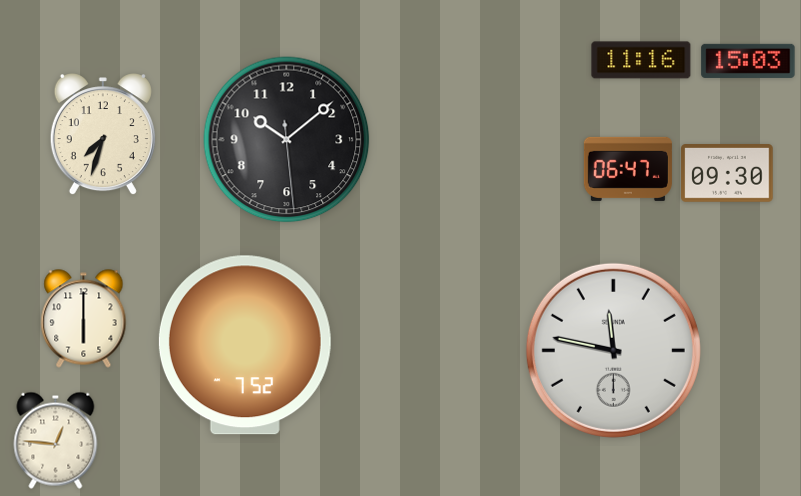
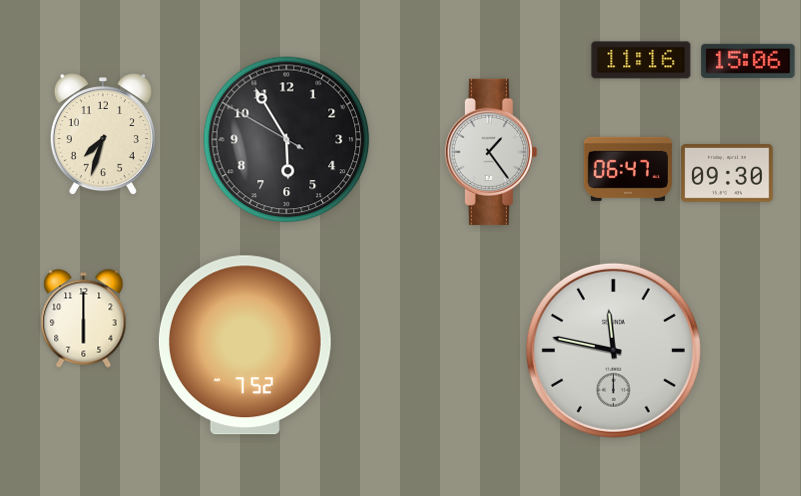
clock at (748, 61): 15:03 -> 15:06
clock at (287, 140): 10:08 -> 5:54
clock at (491, 152): none -> 1:24
clock at (56, 440): 12:46 -> none
